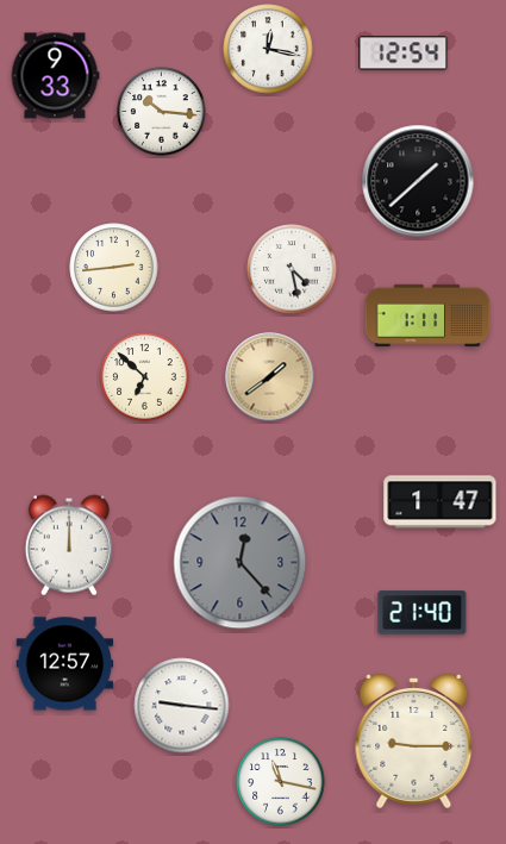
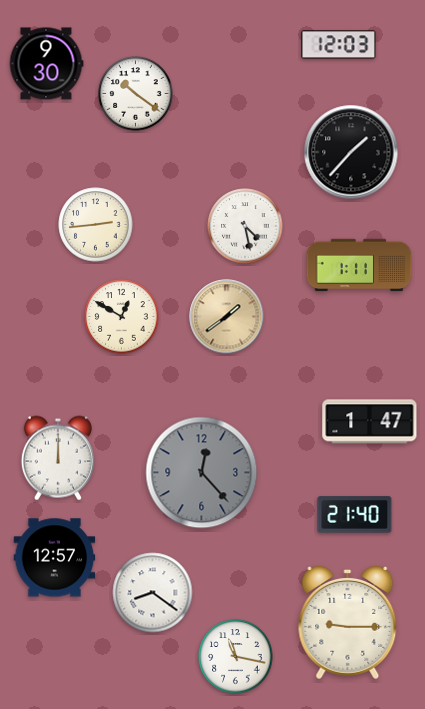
clock at (268, 49): 12:17 -> none
clock at (404, 54): 12:54 -> 12:03
clock at (55, 76): 9:33 -> 9:30
clock at (162, 112): 10:16 -> 10:21
clock at (418, 181): 1:38 -> 1:37
clock at (145, 377): 6:52 -> 12:50
clock at (182, 706): 9:16 -> 8:21
